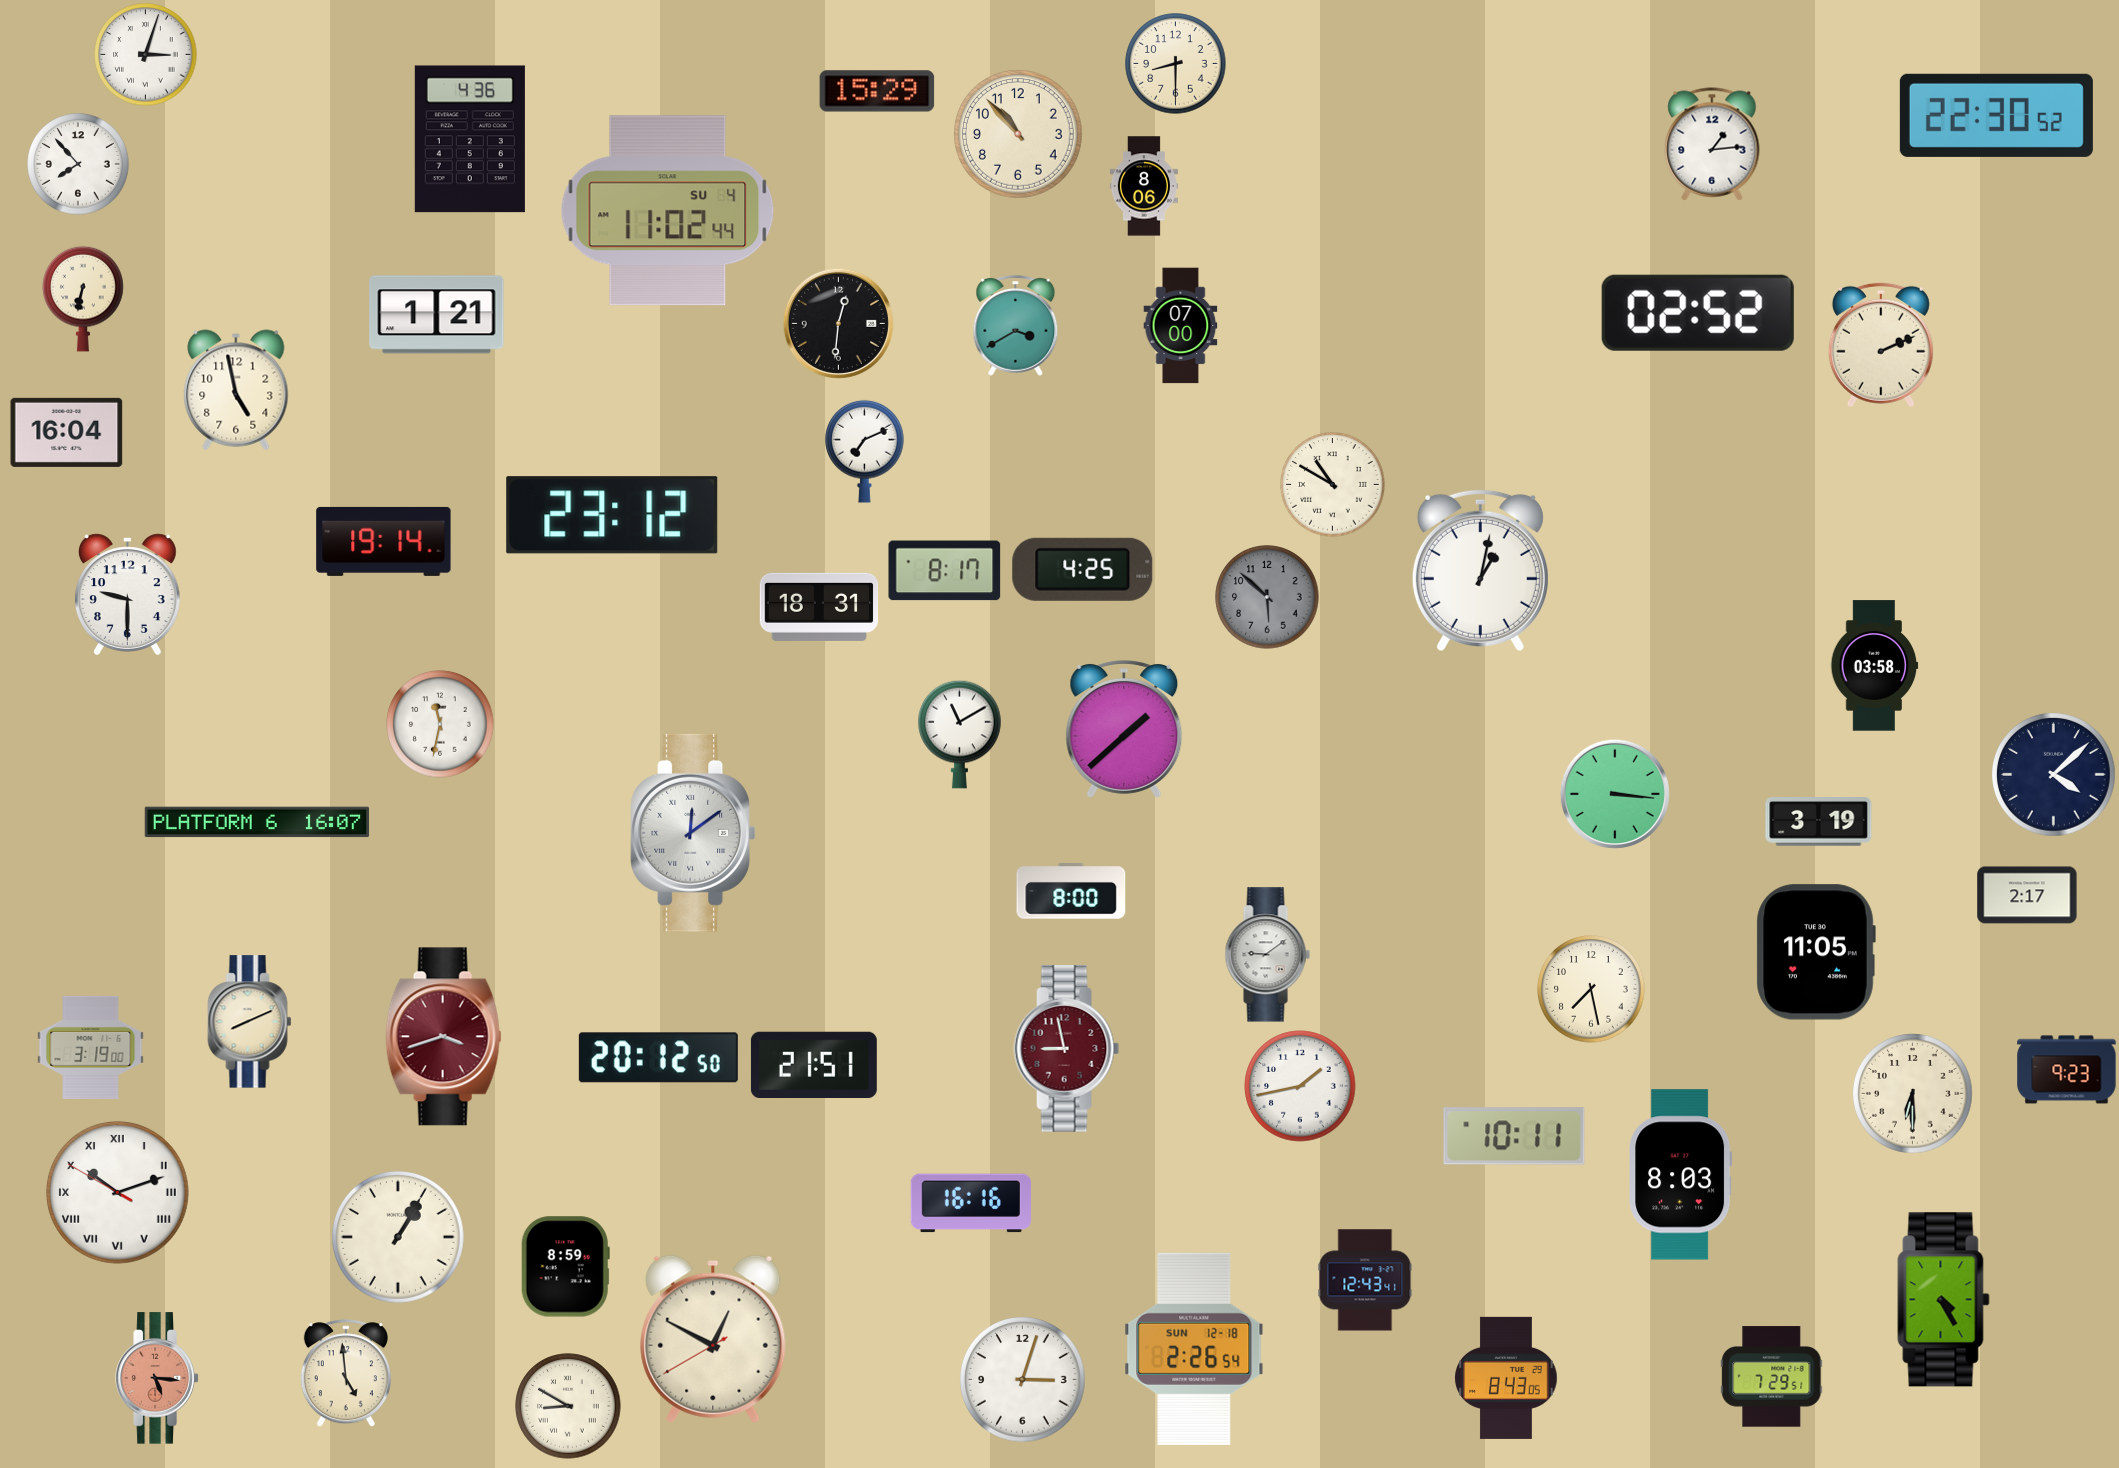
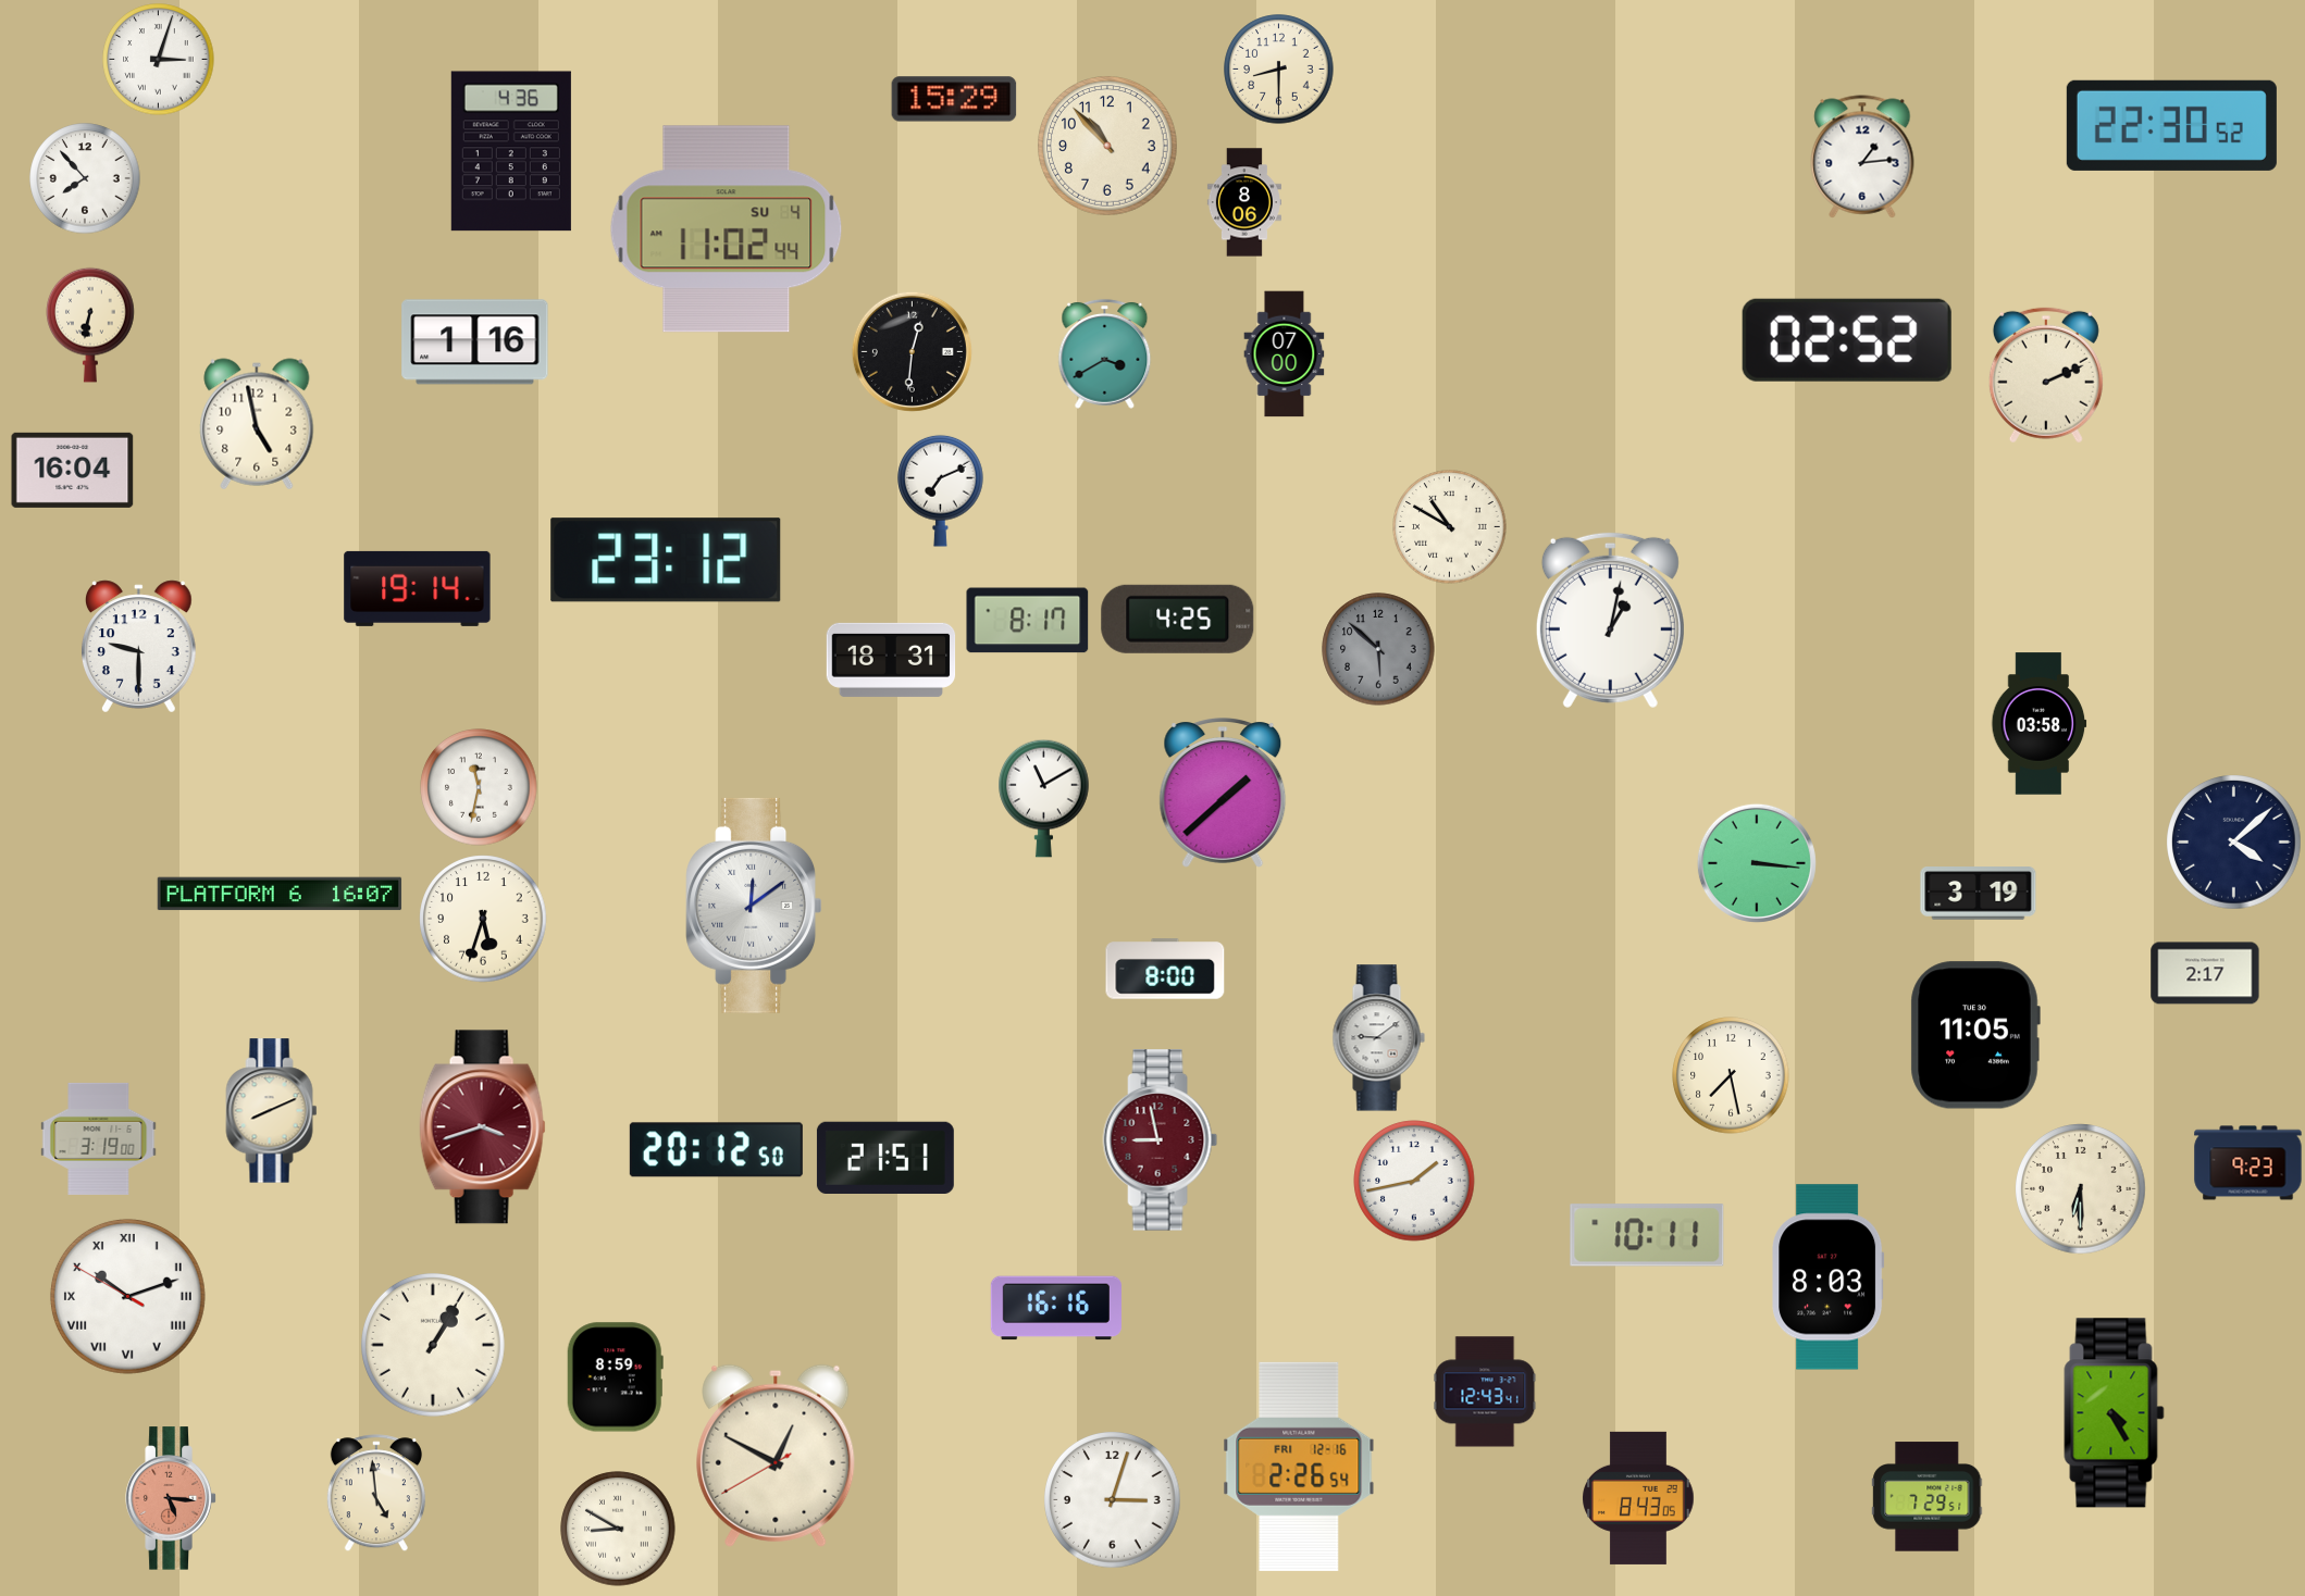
clock at (437, 315): 1:21 -> 1:16
clock at (483, 919): none -> 5:33
clock at (1194, 1349) date: SUN 12-18 -> FRI 12-16
